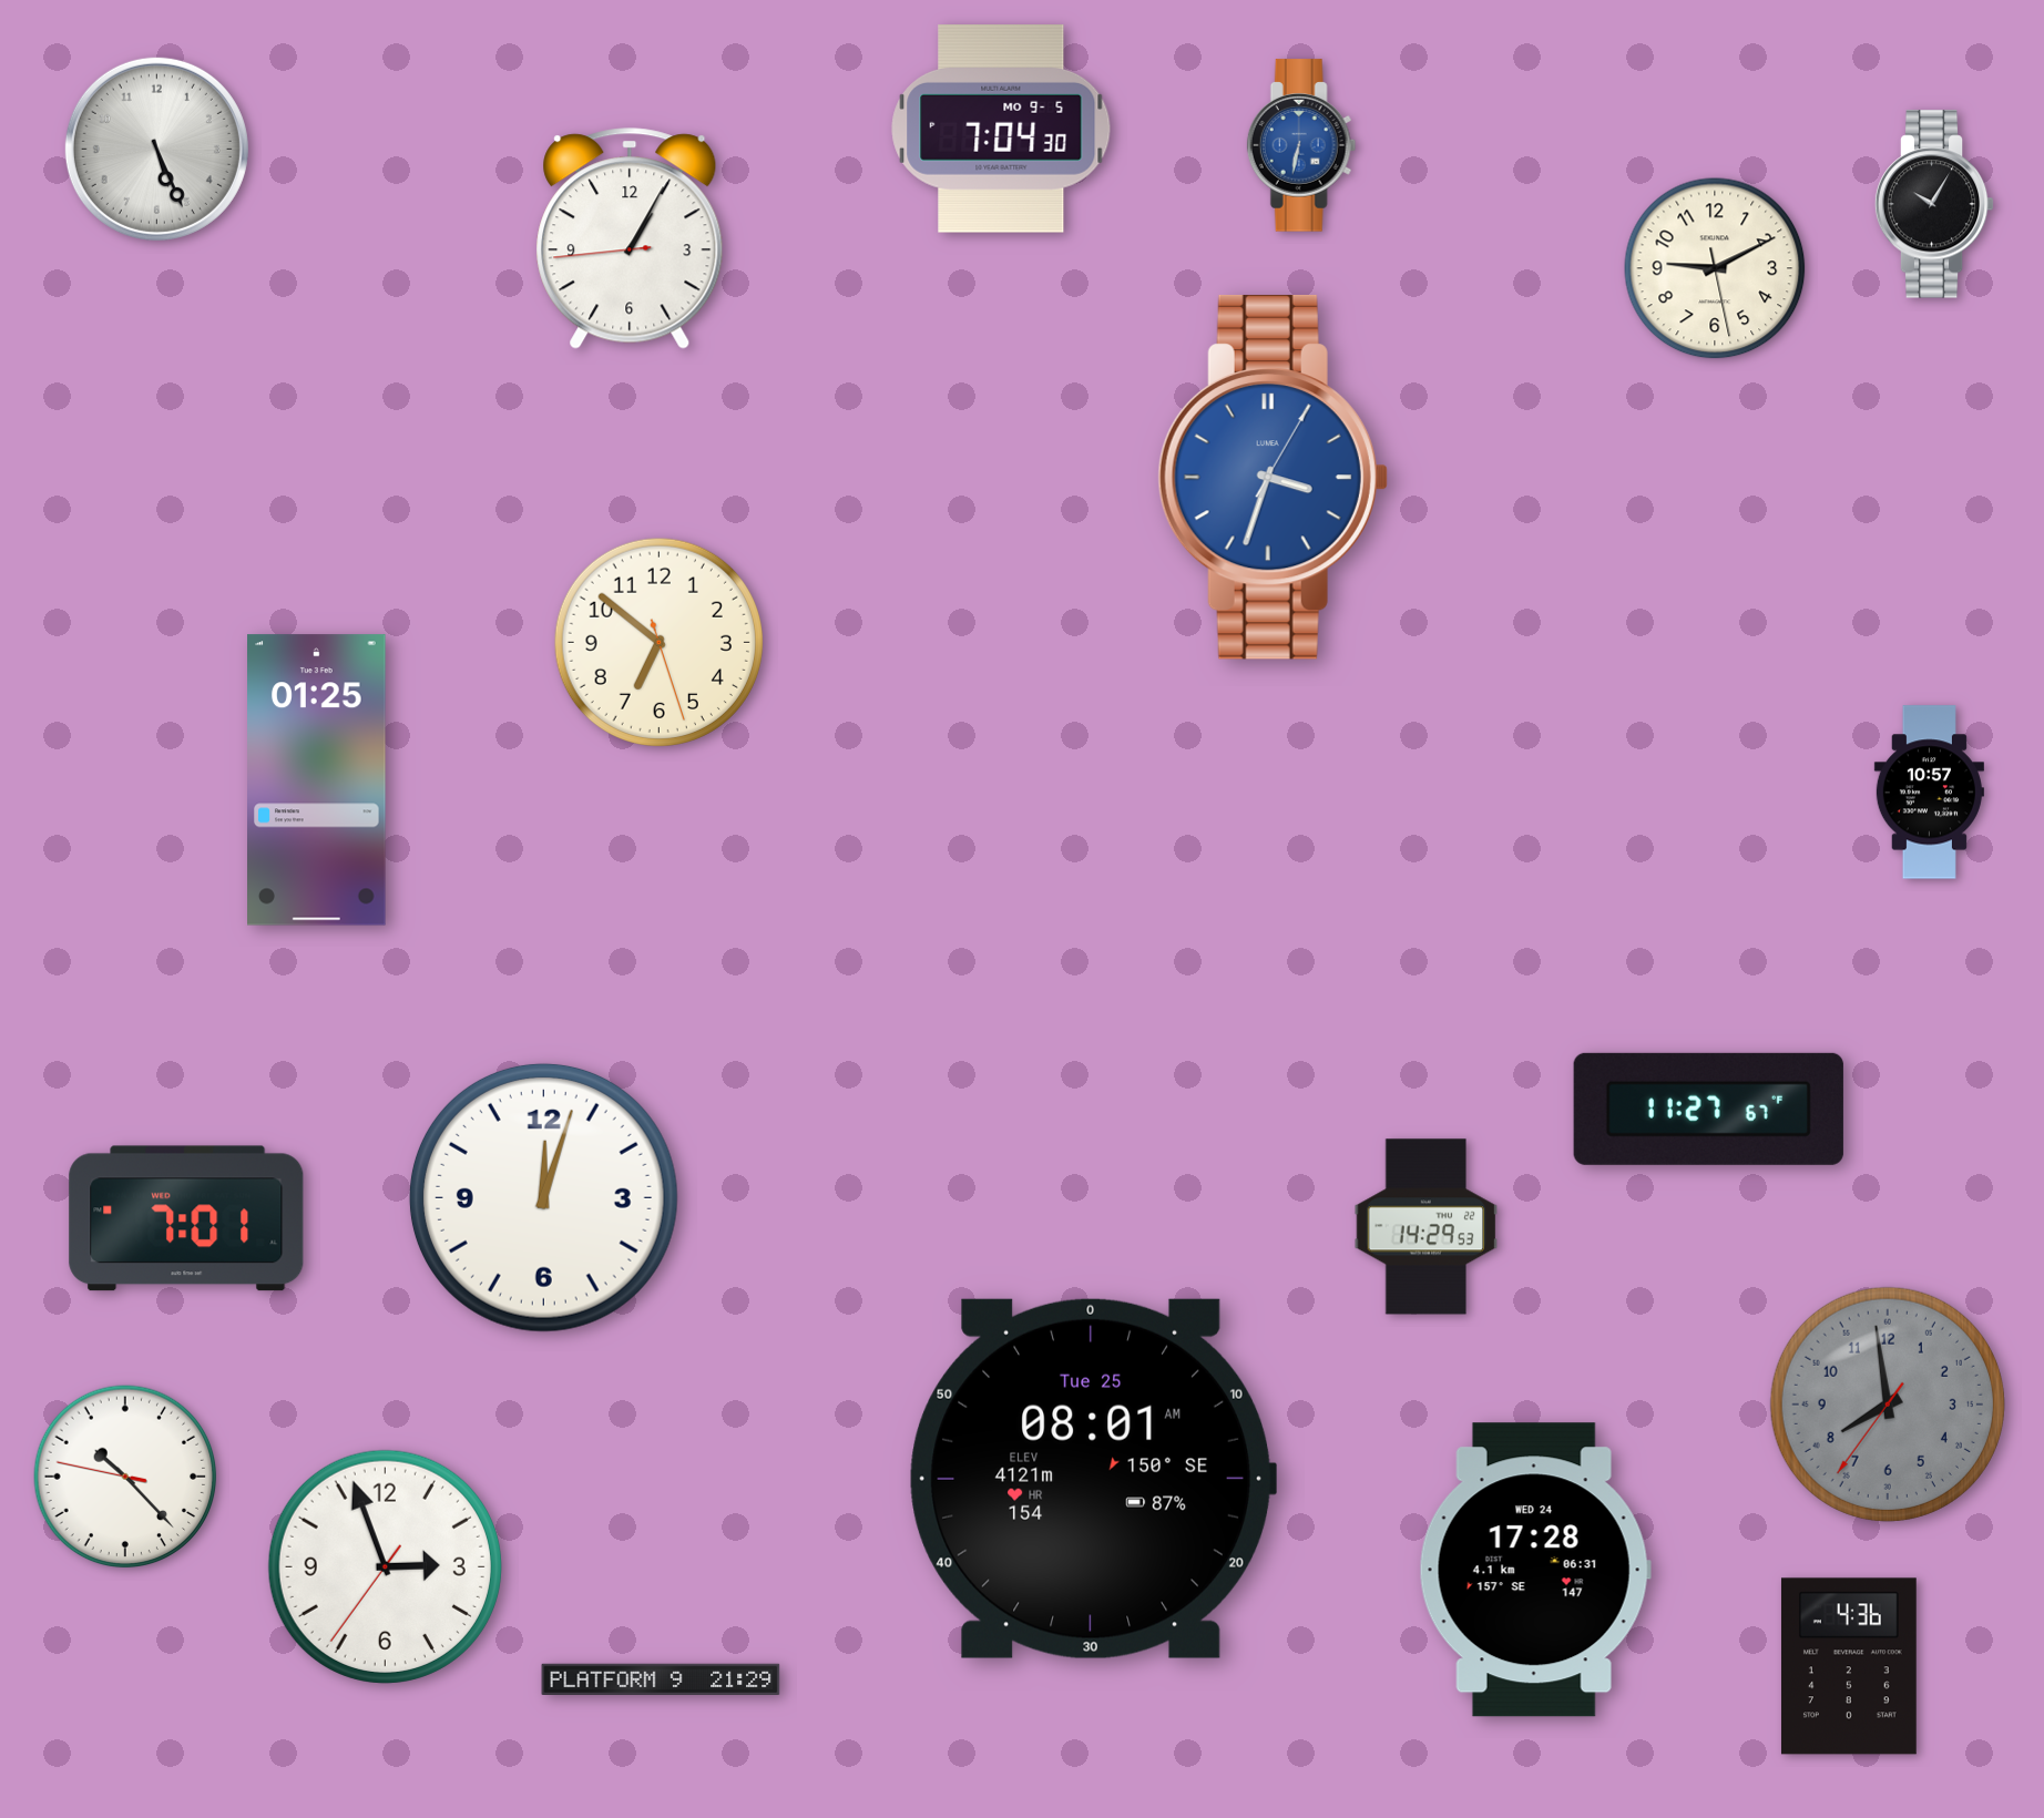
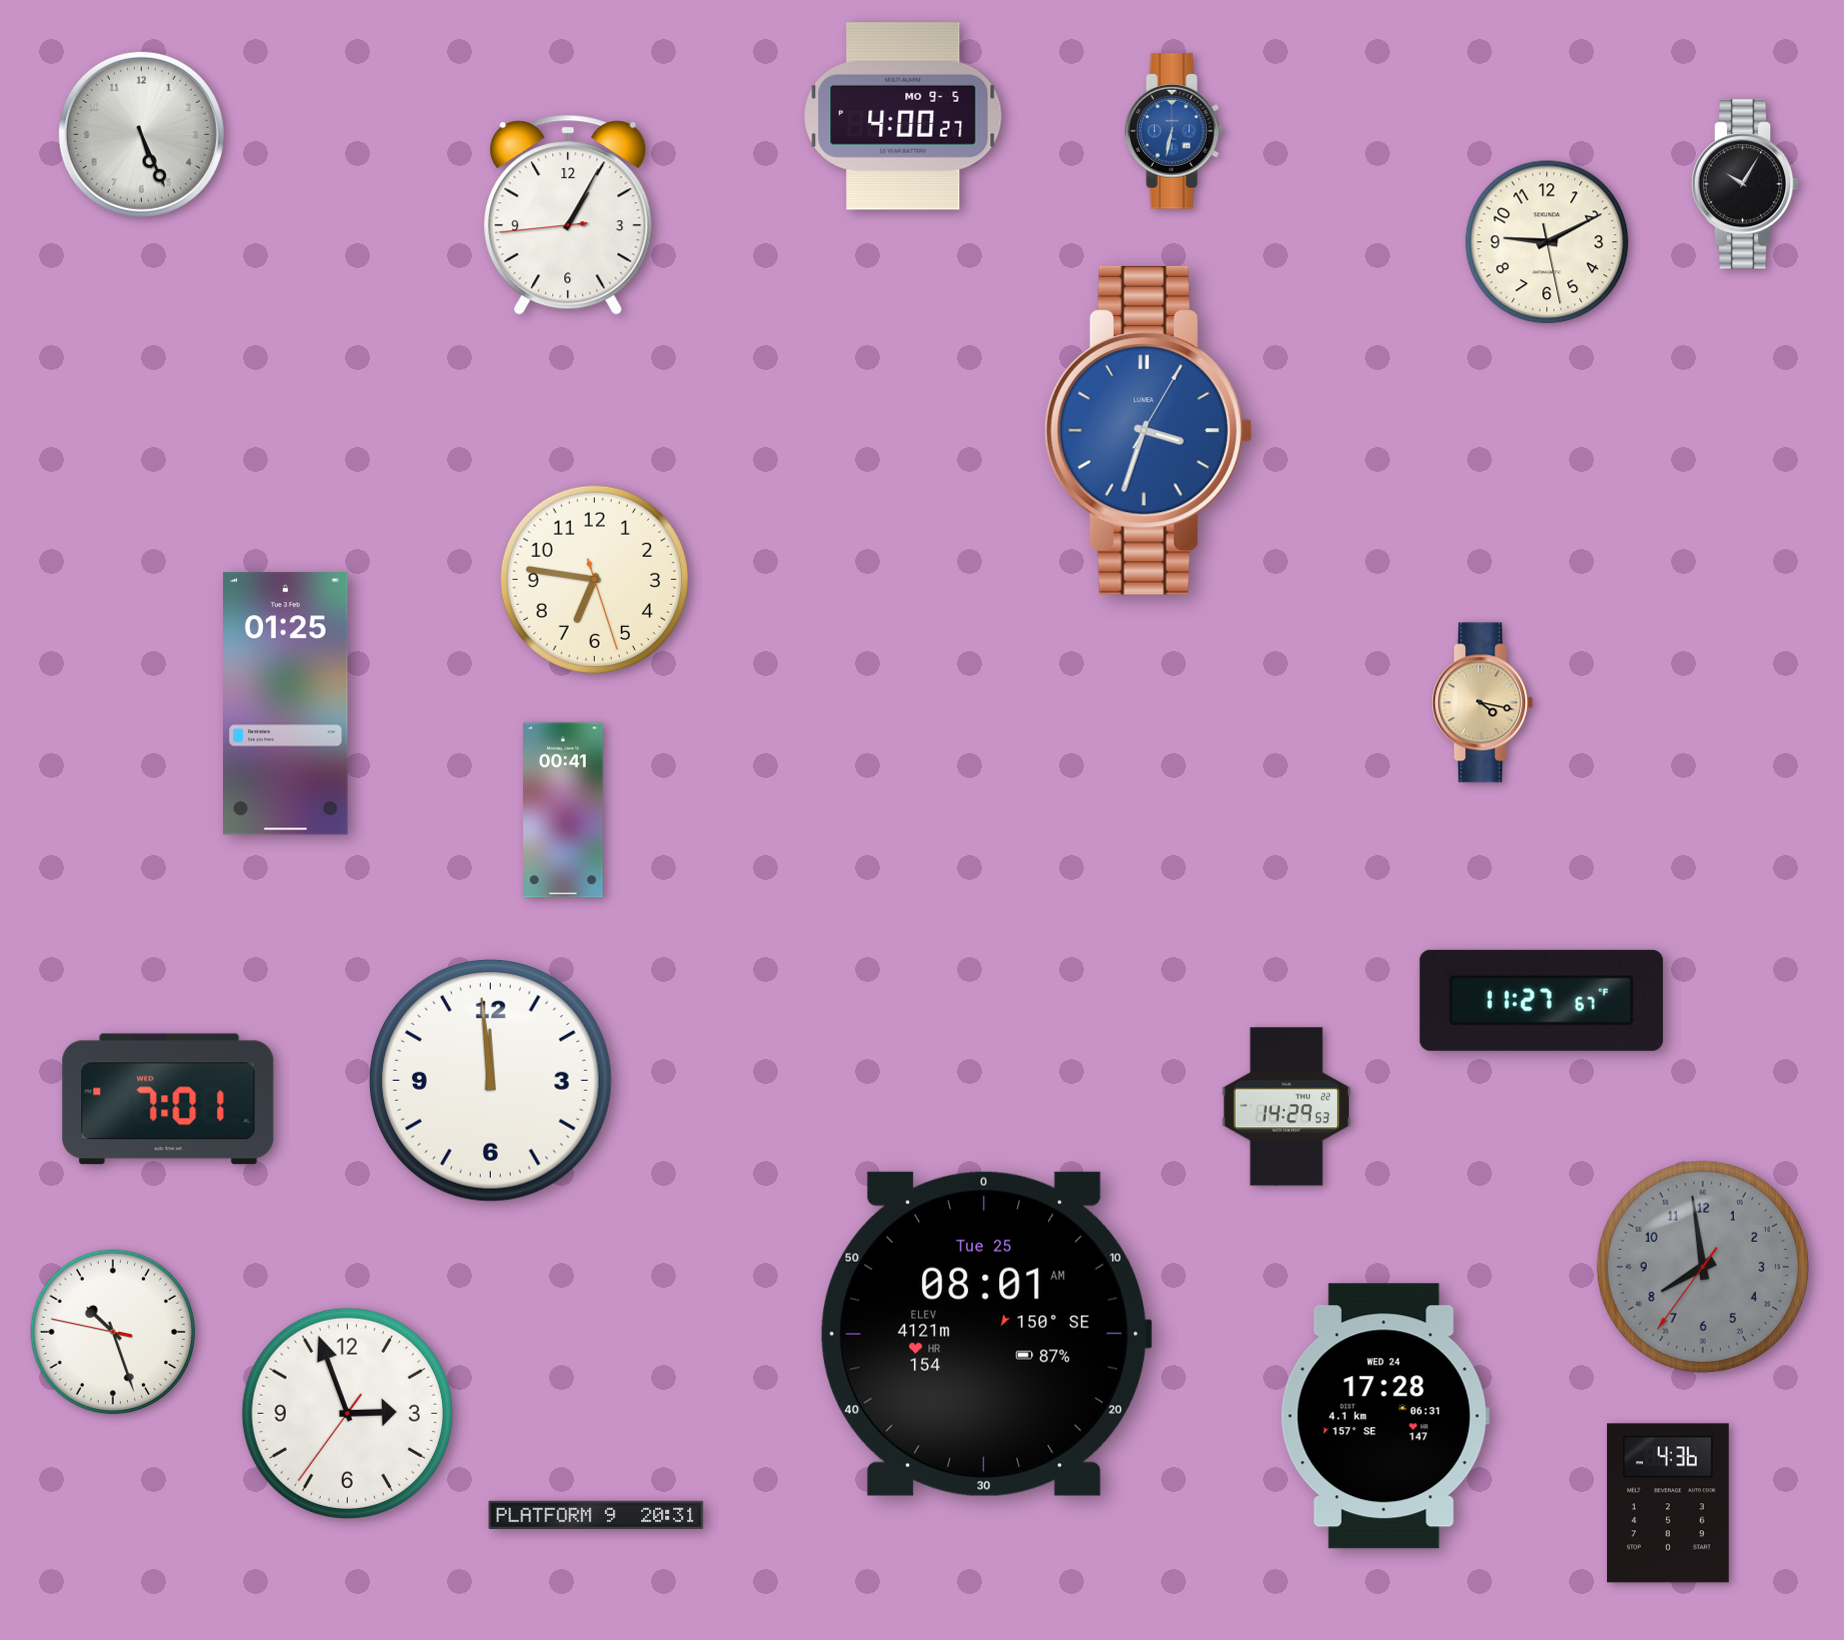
clock at (1001, 129): 7:04 -> 4:00
clock at (658, 642): 6:51 -> 6:46
clock at (1483, 703): none -> 4:17
clock at (1929, 793): 10:57 -> none
clock at (563, 810): none -> 00:41
clock at (543, 1197): 12:03 -> 11:59
clock at (125, 1477): 10:22 -> 10:26
clock at (661, 1678): 21:29 -> 20:31
